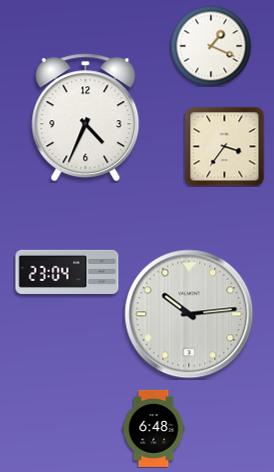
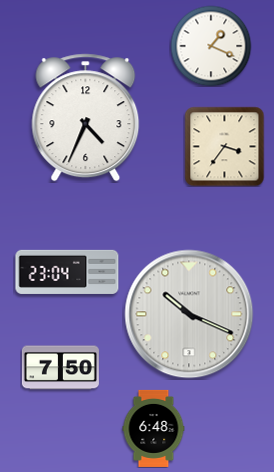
clock at (189, 314): 10:14 -> 10:19
clock at (60, 368): none -> 7:50
